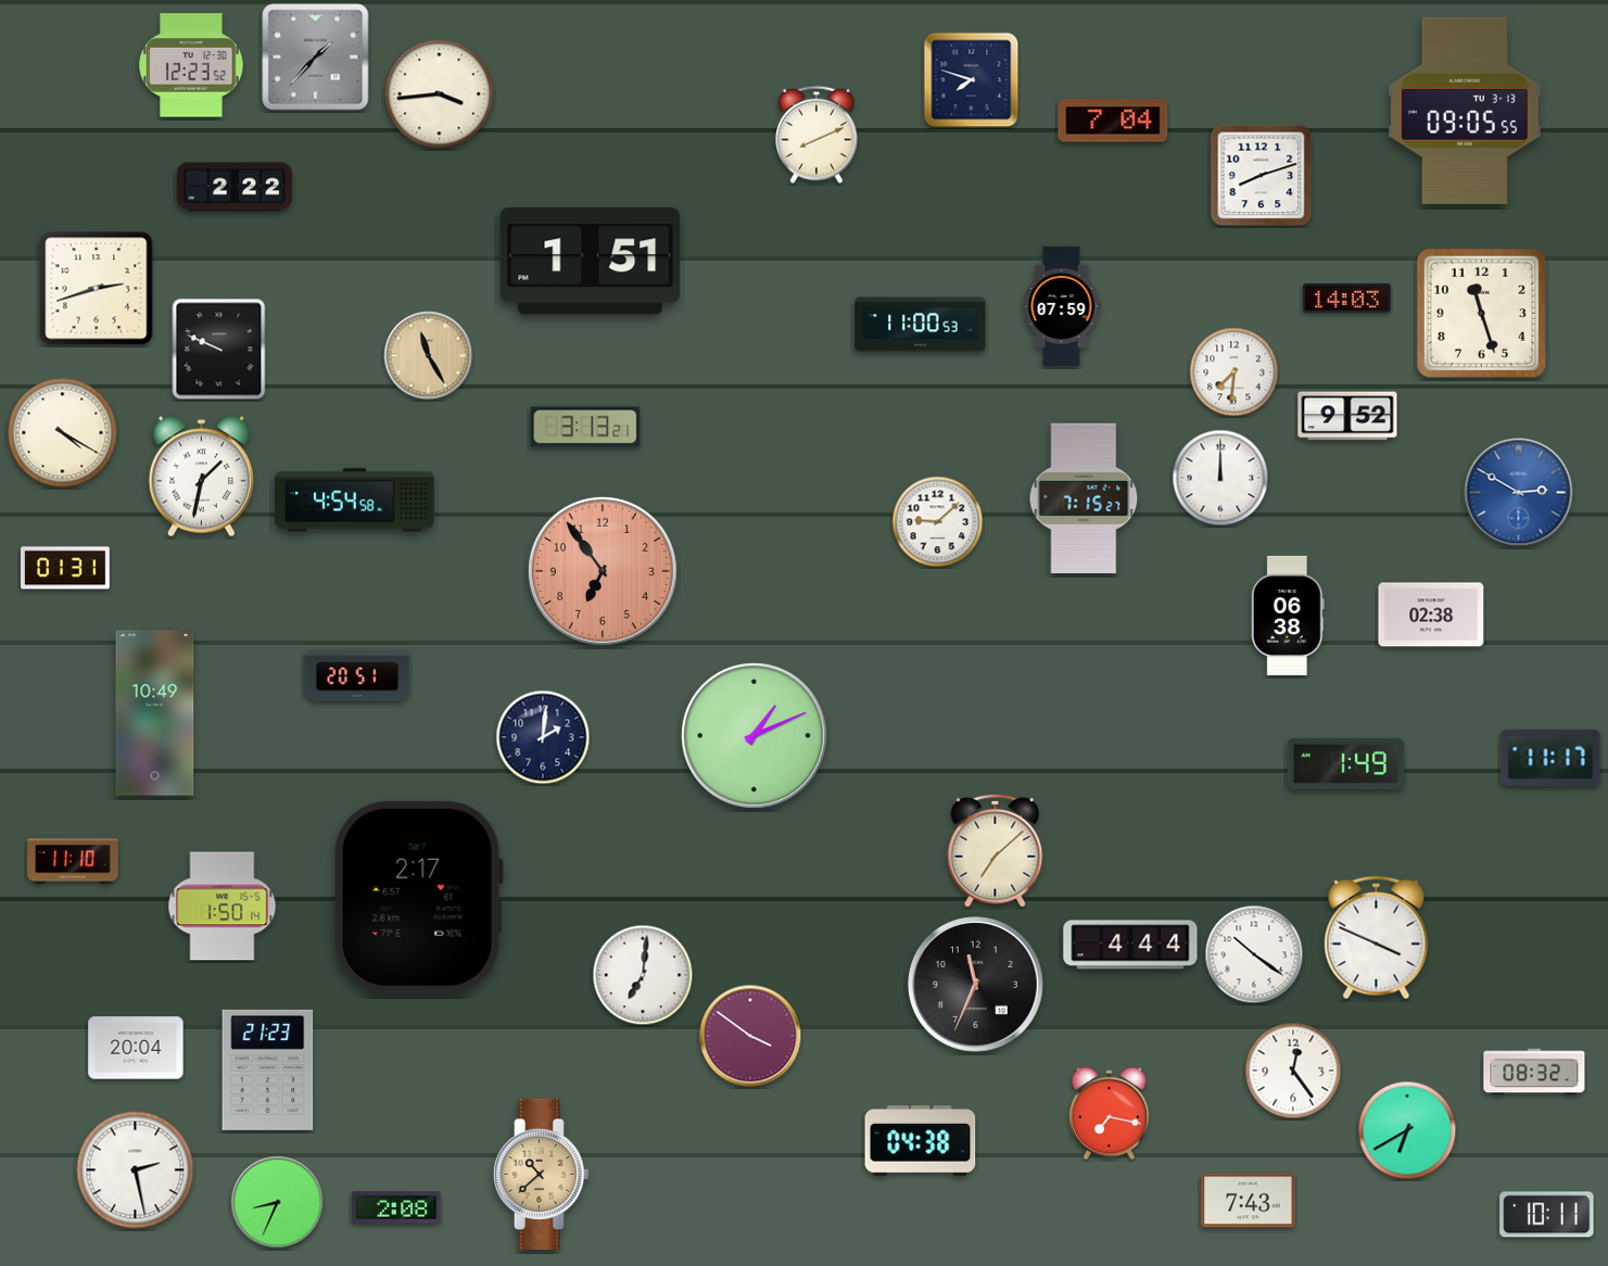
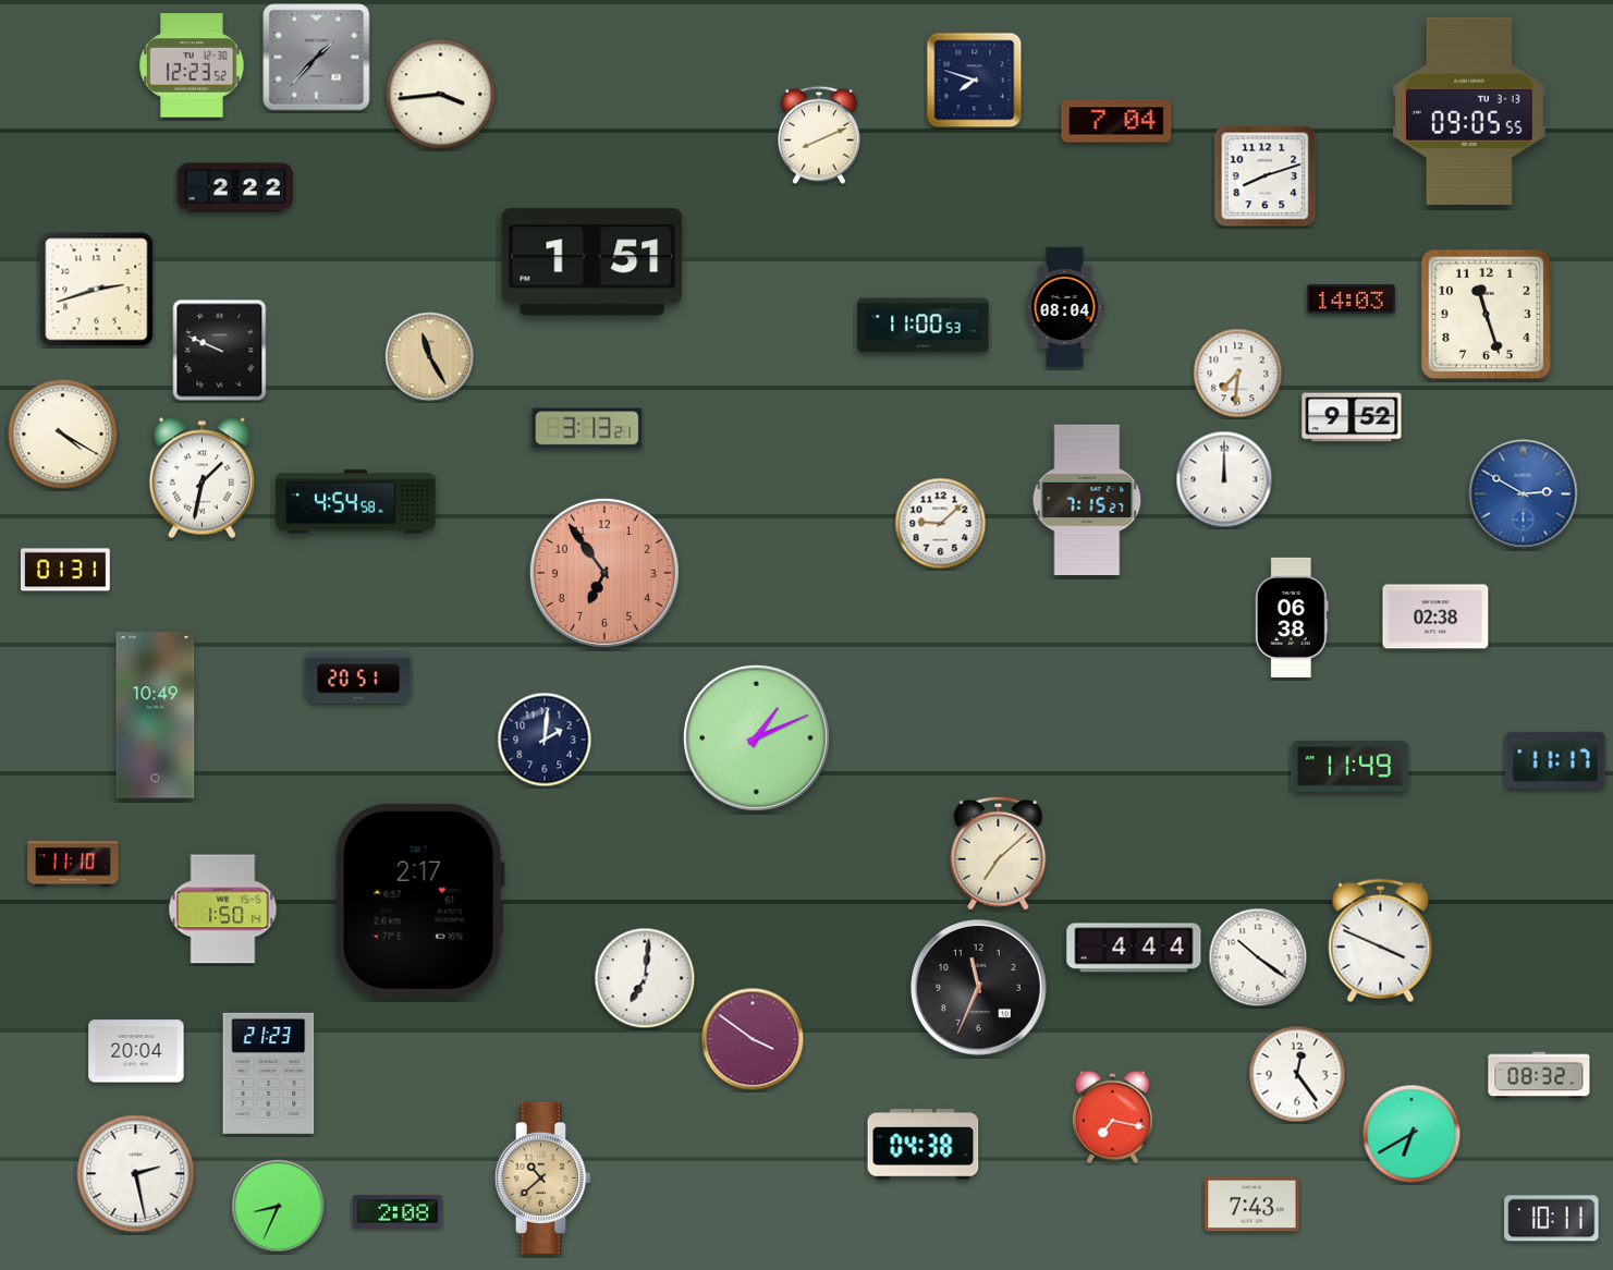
clock at (1062, 306): 07:59 -> 08:04
clock at (1345, 763): 1:49 -> 11:49
